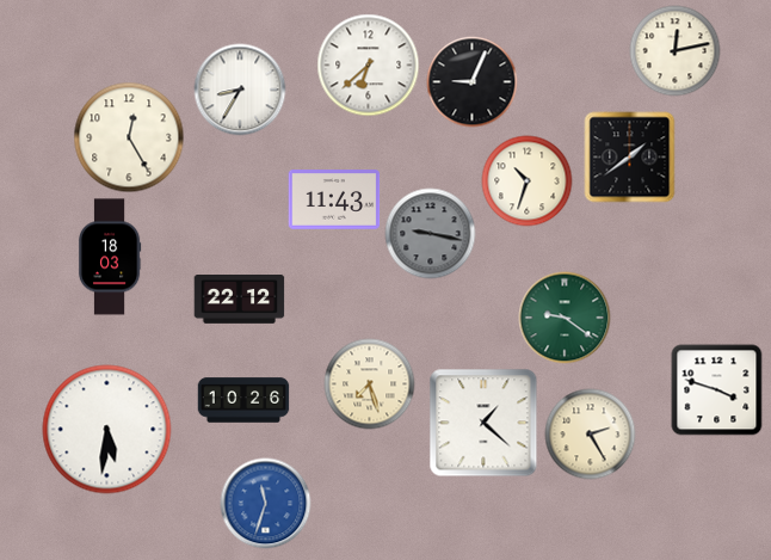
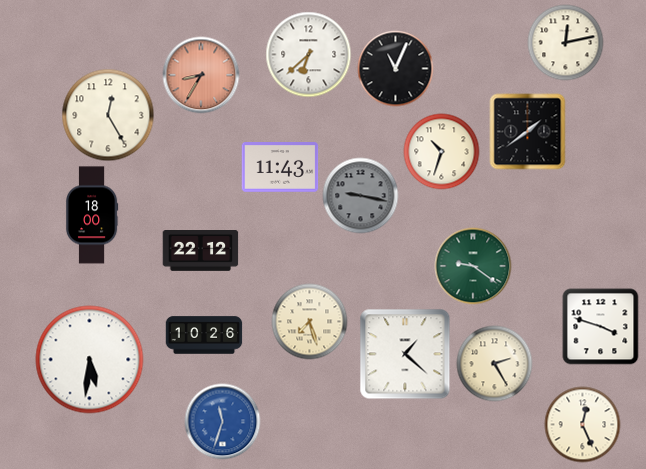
clock at (473, 82): 9:04 -> 11:04
clock at (240, 90) dial: white -> salmon
clock at (110, 257): 18:03 -> 18:00
clock at (583, 425): none -> 12:26
